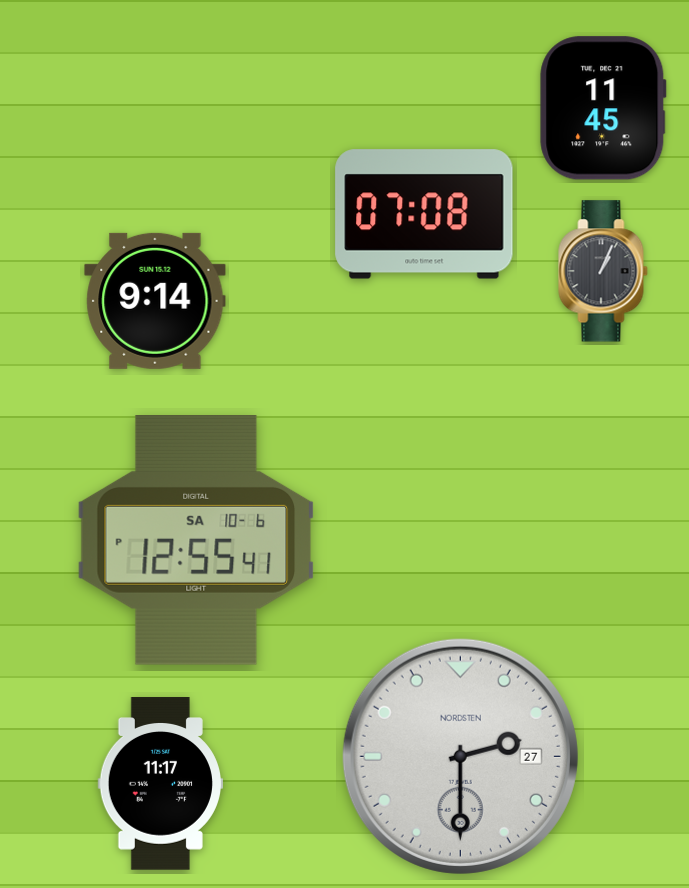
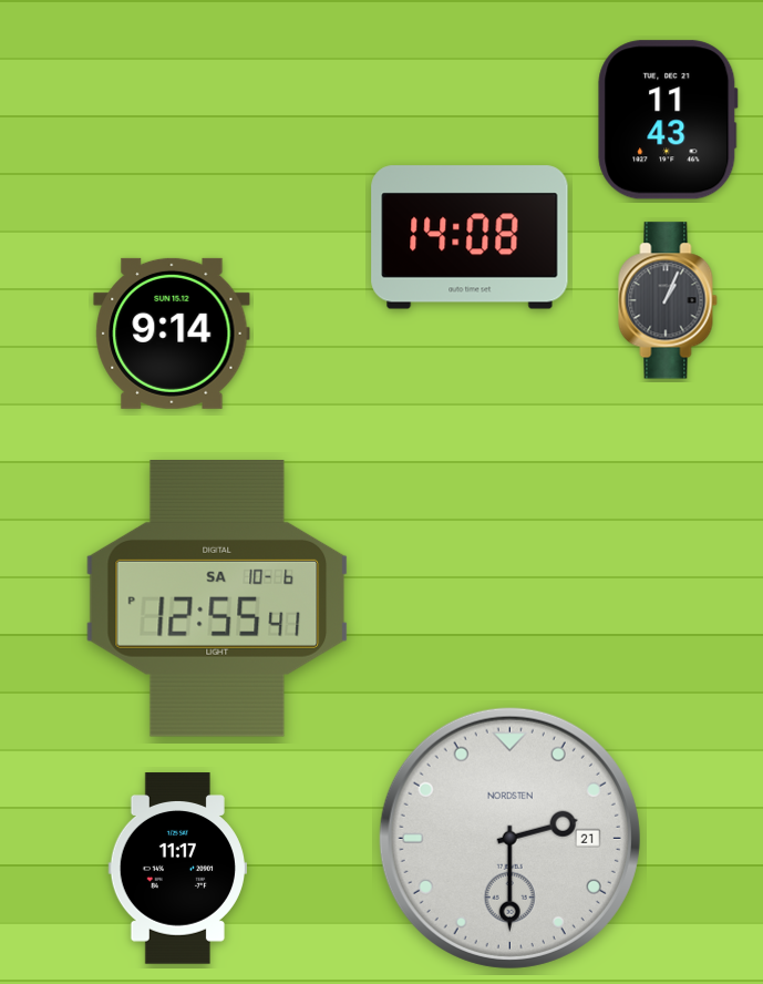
clock at (603, 108): 11:45 -> 11:43
clock at (424, 214): 07:08 -> 14:08
clock at (460, 756) date: 27 -> 21
